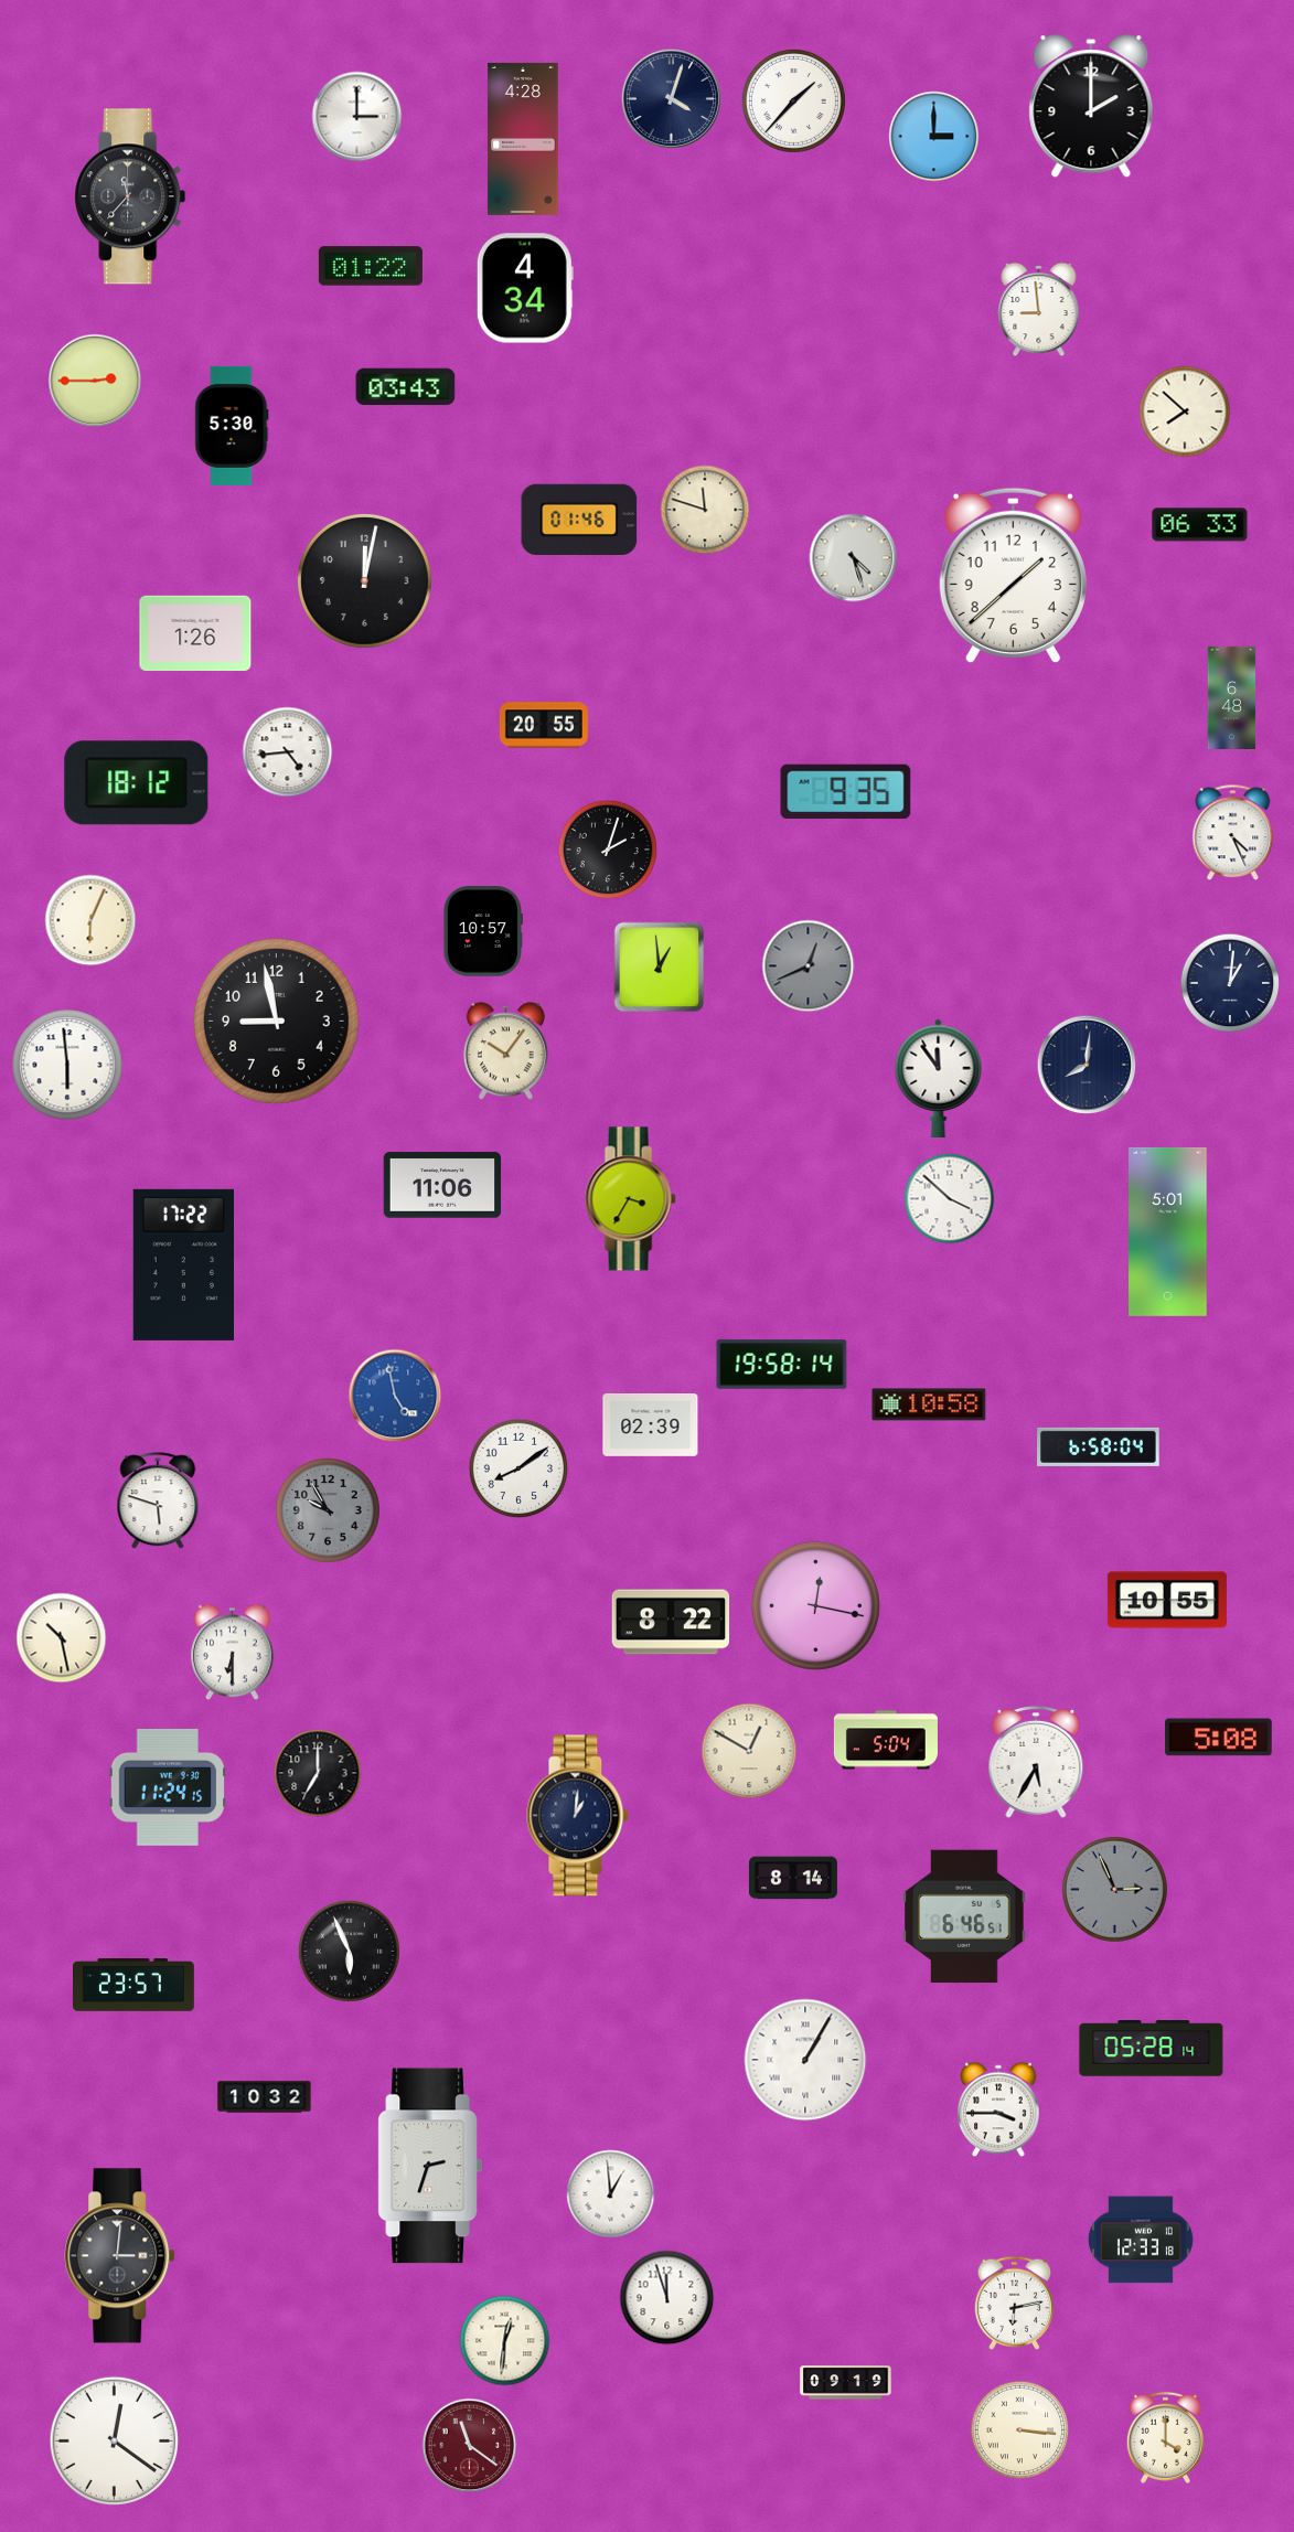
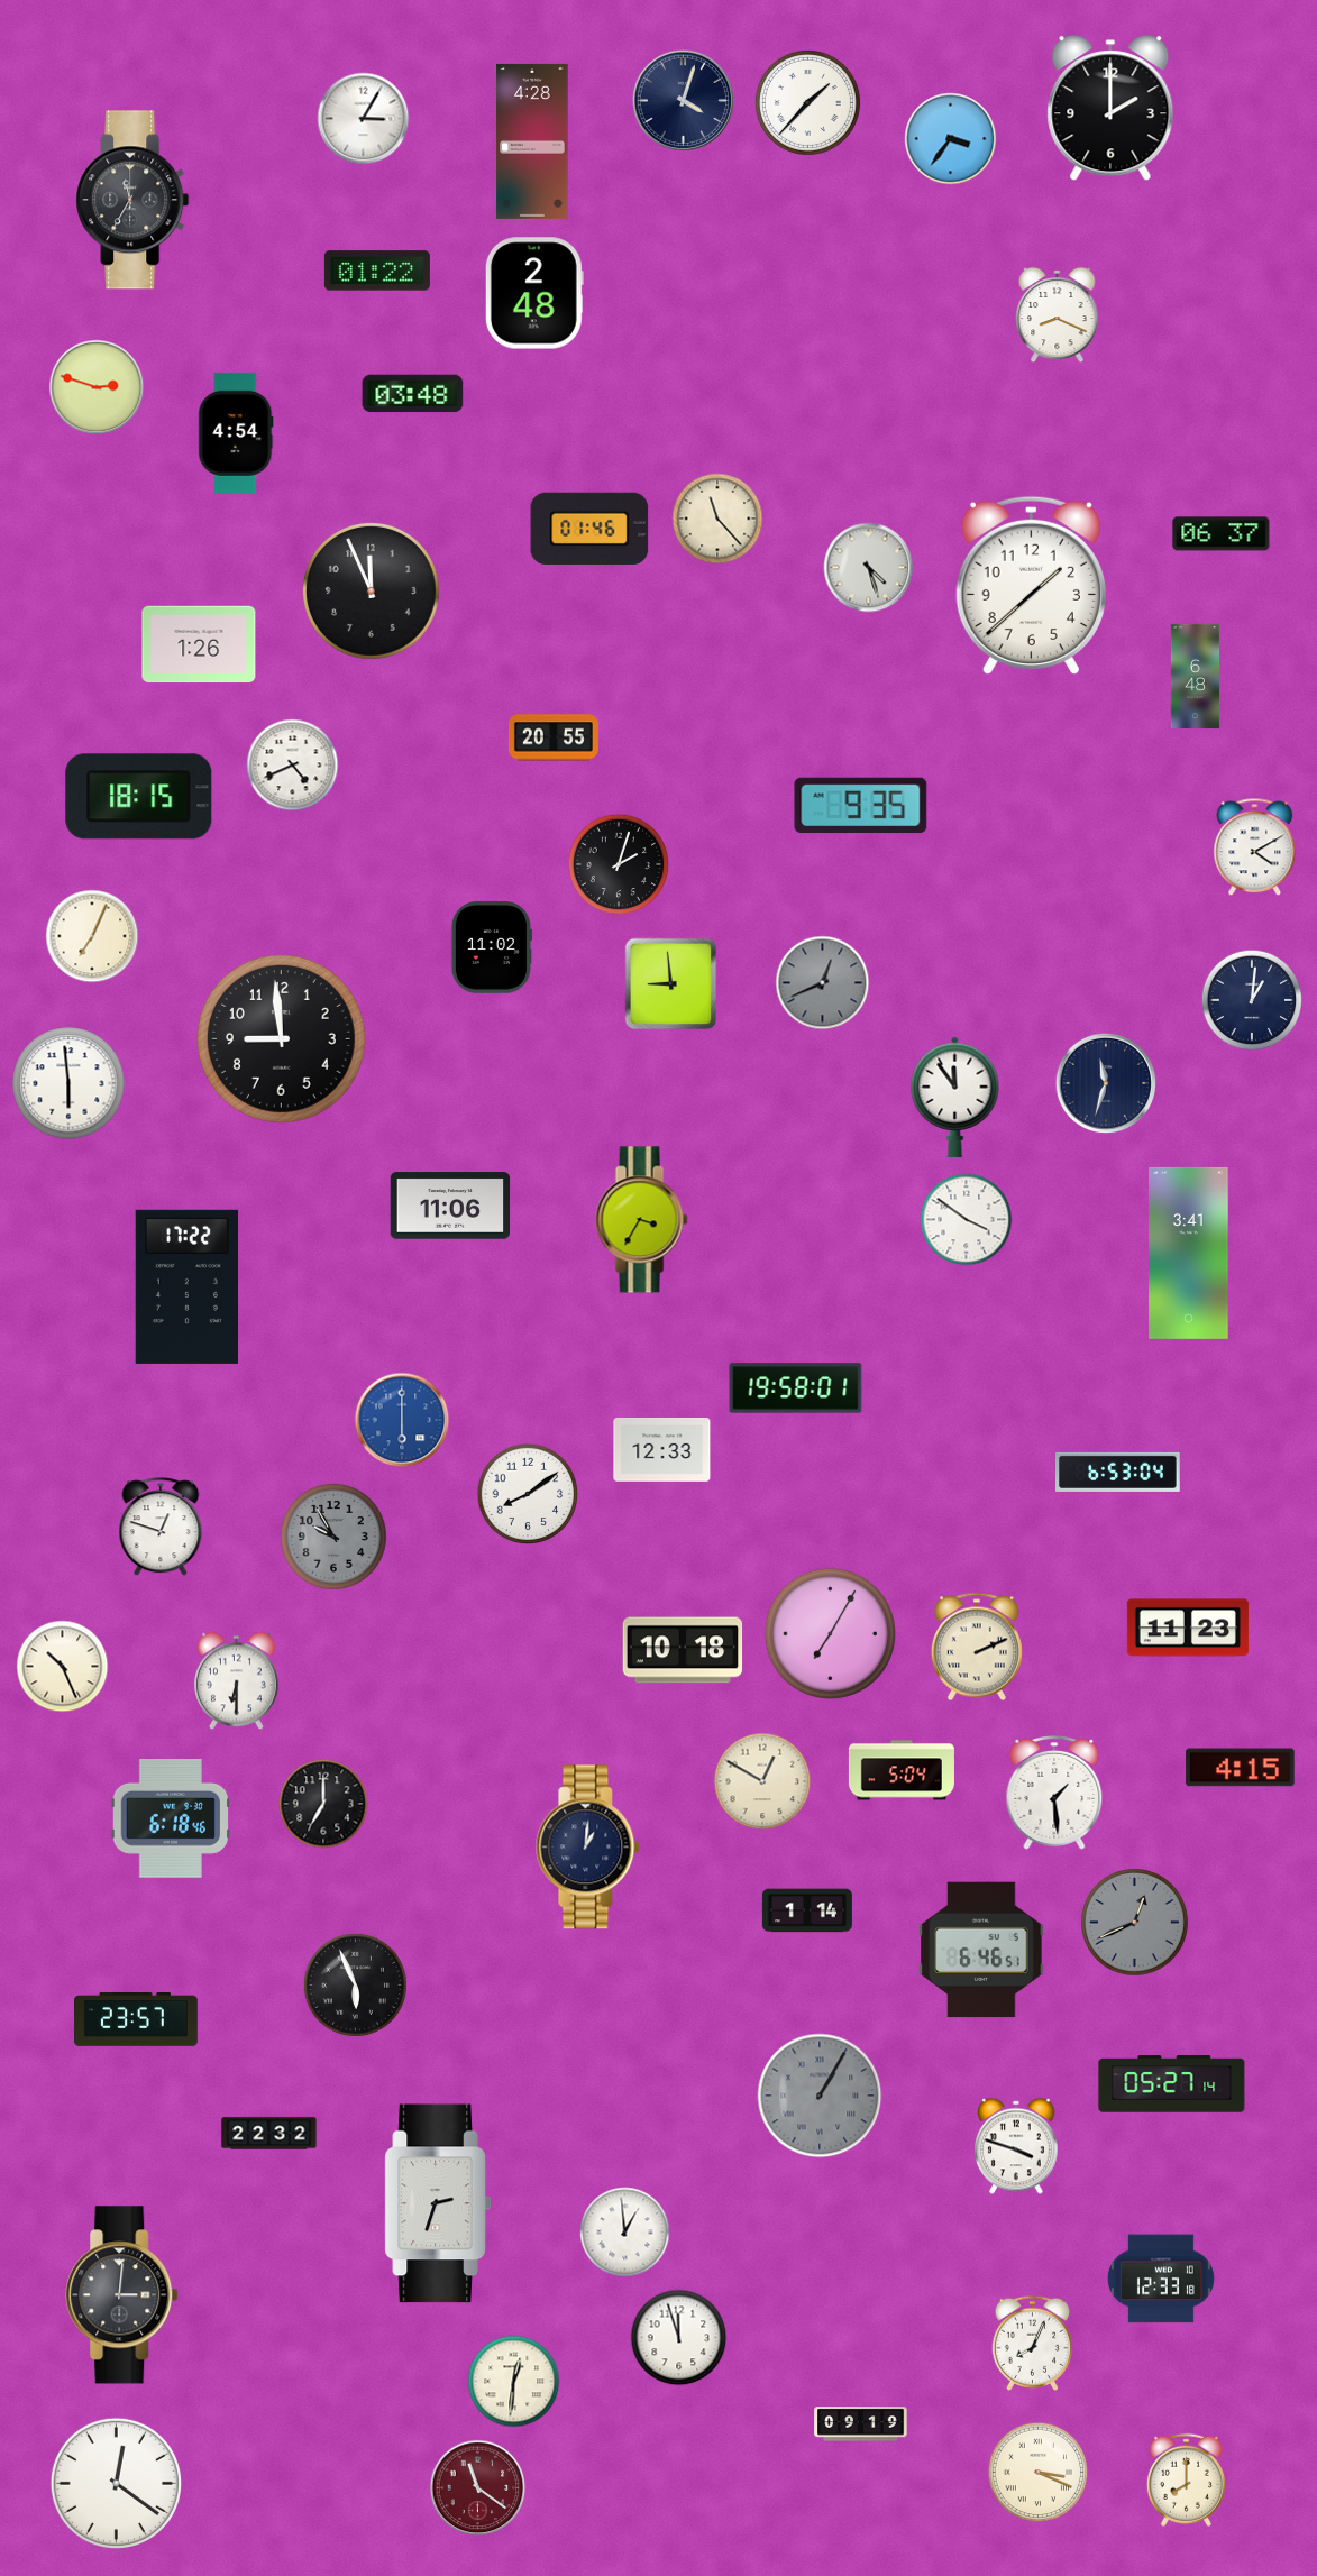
clock at (357, 117): 3:00 -> 3:05
clock at (934, 137): 3:00 -> 3:36
clock at (130, 196): 11:37 -> 11:35
clock at (525, 288): 4:34 -> 2:48
clock at (1039, 310): 8:59 -> 8:19
clock at (95, 381): 2:45 -> 2:48
clock at (406, 387): 03:43 -> 03:48
clock at (1185, 412): 7:52 -> none
clock at (232, 426): 5:30 -> 4:54
clock at (705, 510): 11:48 -> 11:23
clock at (1200, 525): 06:33 -> 06:37
clock at (364, 580): 12:02 -> 11:56
clock at (1232, 697) position: (1232, 697) -> (1196, 676)
clock at (288, 752): 4:44 -> 4:41
clock at (137, 783): 18:12 -> 18:15
clock at (1233, 833): 4:26 -> 4:10
clock at (90, 920): 6:04 -> 7:04
clock at (482, 931): 10:57 -> 11:02
clock at (660, 968): 12:59 -> 8:59
clock at (277, 1022): 8:58 -> 8:59
clock at (505, 1051): 10:06 -> none
clock at (1087, 1065): 8:01 -> 11:33
clock at (950, 1199): 3:52 -> 3:51
clock at (1168, 1231): 5:01 -> 3:41
clock at (782, 1365): 19:58:14 -> 19:58:01
clock at (395, 1396): 4:58 -> 6:00
clock at (929, 1404): 10:58 -> none
clock at (651, 1424): 02:39 -> 12:33
clock at (1099, 1446): 6:58 -> 6:53
clock at (158, 1502): 5:48 -> 12:48
clock at (1167, 1600): 10:55 -> 11:23
clock at (815, 1605): 12:17 -> 7:05
clock at (977, 1647): none -> 2:11
clock at (671, 1622): 8:22 -> 10:18
clock at (62, 1638): 10:28 -> 10:26
clock at (1219, 1738): 5:08 -> 4:15
clock at (1036, 1762): 5:35 -> 1:29
clock at (168, 1787): 11:24 -> 6:18
clock at (793, 1878): 8:14 -> 1:14
clock at (1115, 1890): 2:56 -> 12:41
clock at (1152, 2049): 05:28 -> 05:27
clock at (805, 2060) dial: white -> grey
clock at (265, 2097): 10:32 -> 22:32
clock at (998, 2109): 3:45 -> 3:48
clock at (611, 2194) position: (611, 2194) -> (625, 2233)
clock at (1015, 2303): 6:13 -> 8:04
clock at (1020, 2430): 3:16 -> 3:19
clock at (1165, 2437): 4:00 -> 8:00
